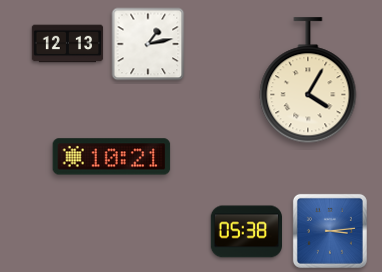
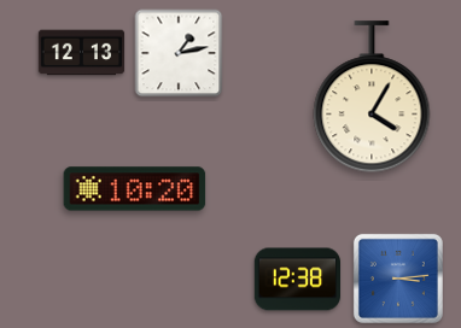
clock at (112, 157): 10:21 -> 10:20
clock at (246, 232): 05:38 -> 12:38
